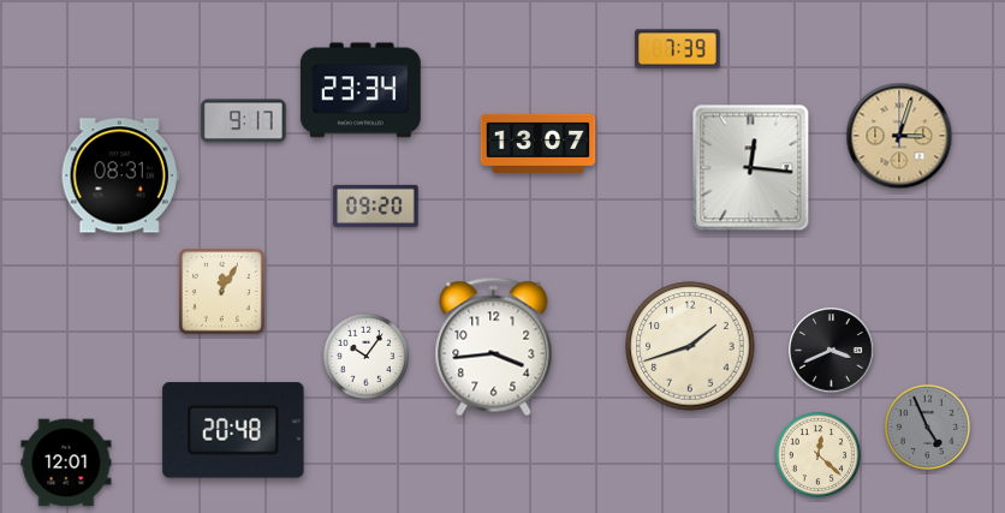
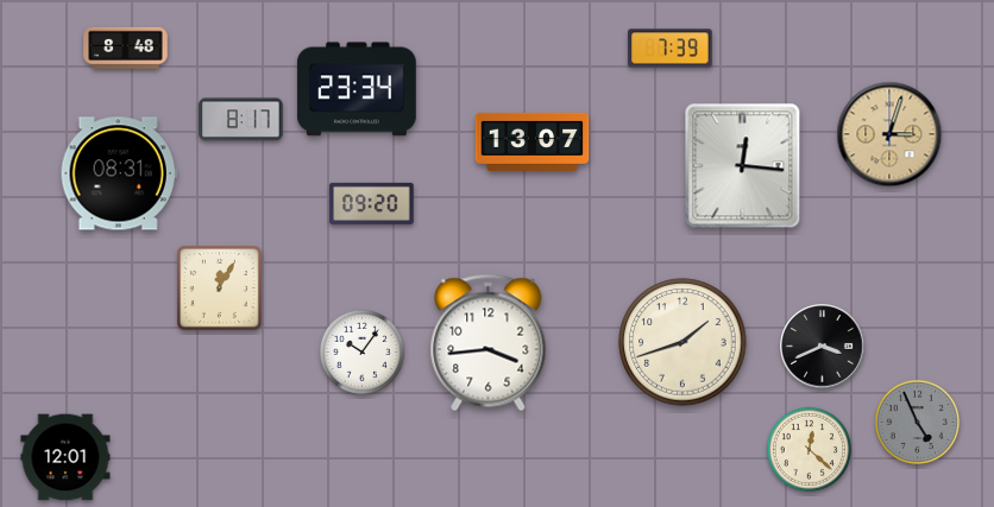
clock at (126, 47): none -> 8:48
clock at (244, 121): 9:17 -> 8:17
clock at (233, 430): 20:48 -> none
